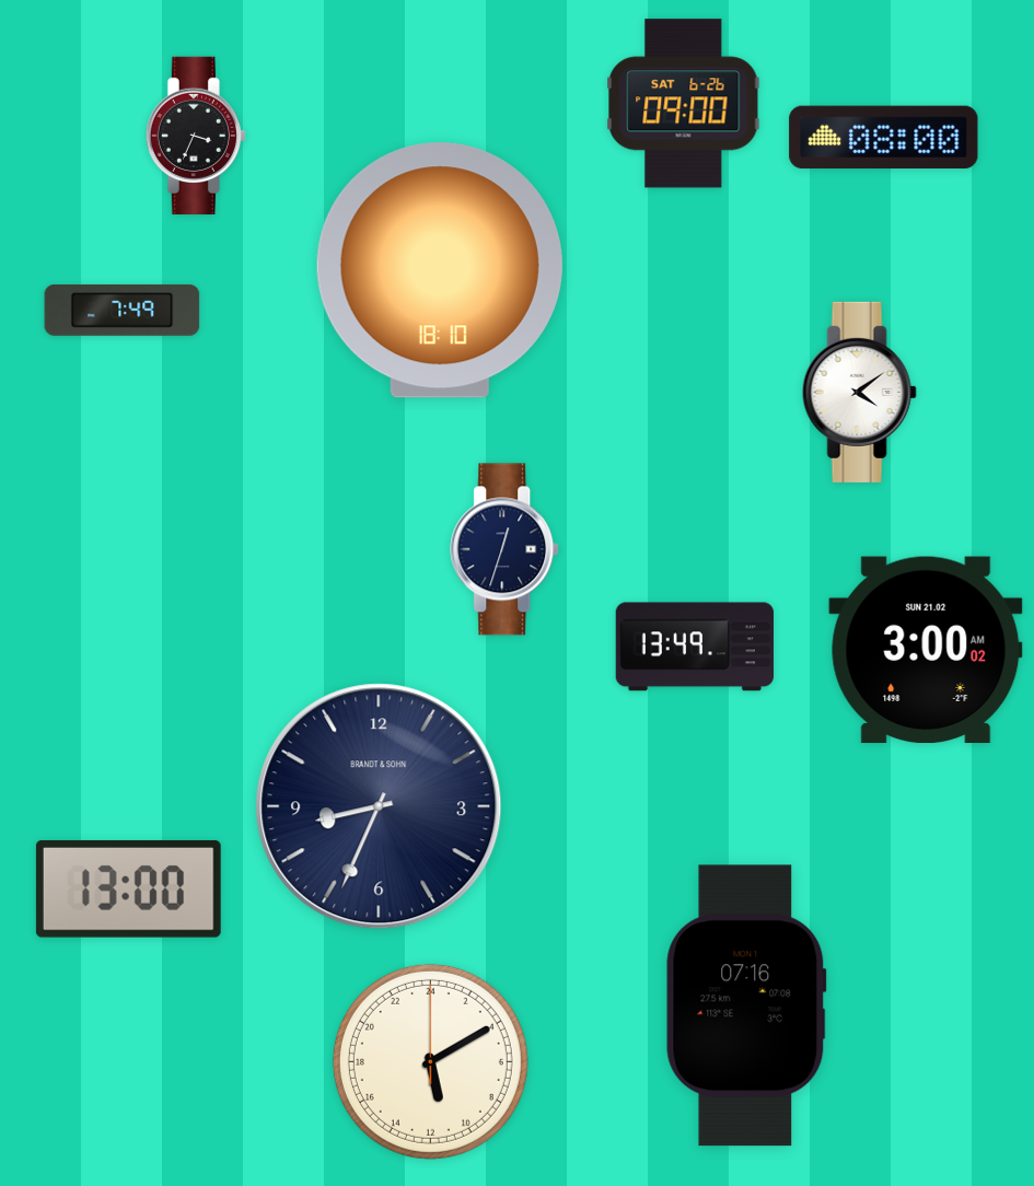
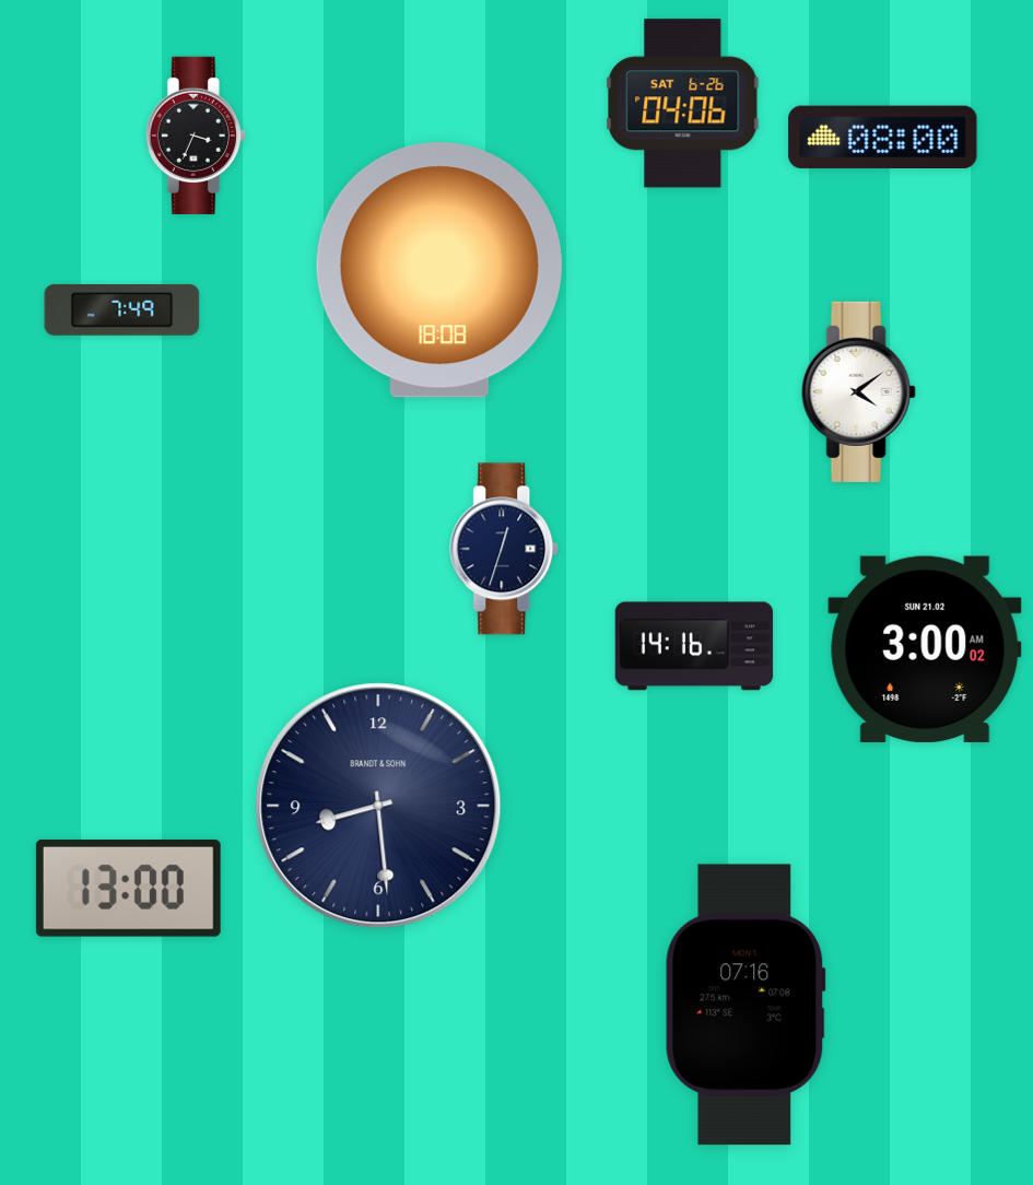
clock at (684, 104): 09:00 -> 04:06
clock at (440, 270): 18:10 -> 18:08
clock at (695, 647): 13:49 -> 14:16
clock at (379, 806): 8:34 -> 8:29
clock at (430, 1061): 11:10 -> none
